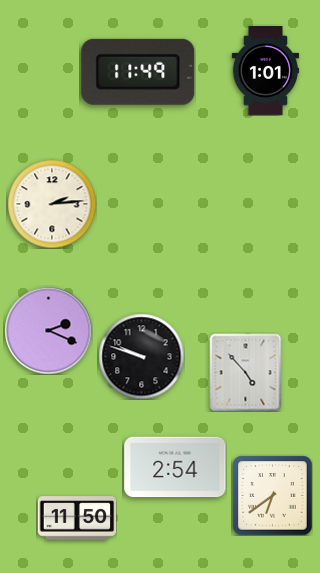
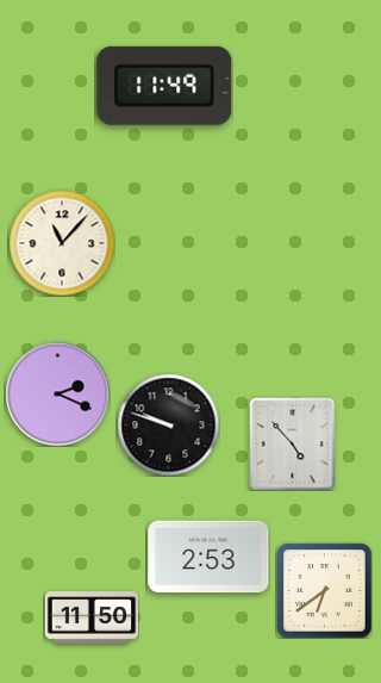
clock at (266, 71): 1:01 -> none
clock at (52, 204): 2:14 -> 11:07
clock at (175, 467): 2:54 -> 2:53
